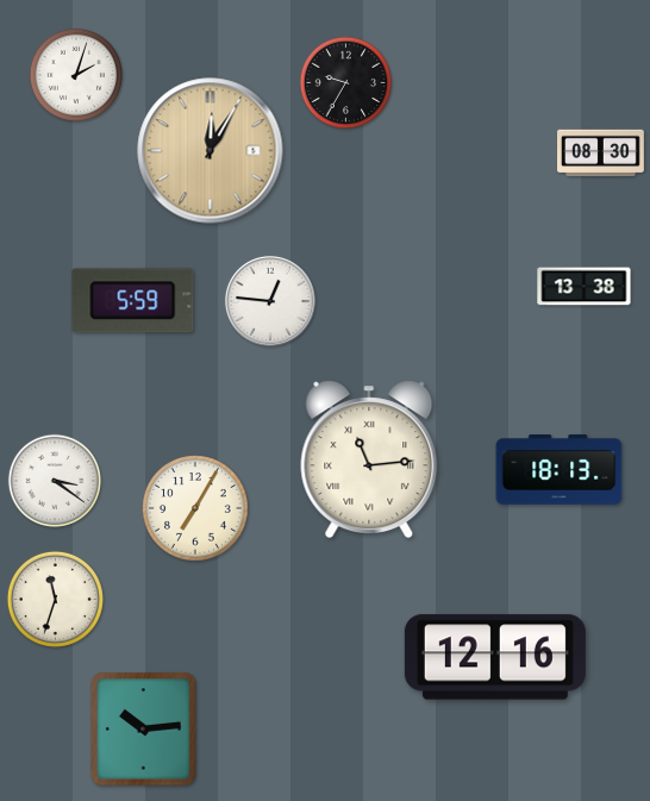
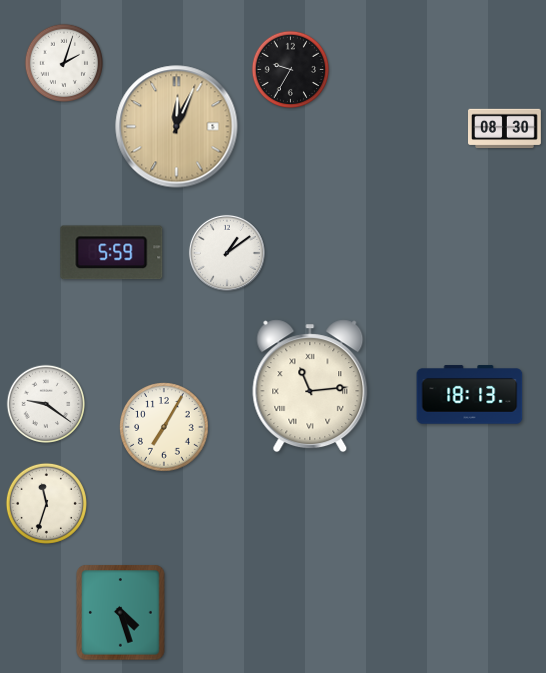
clock at (211, 151): 12:05 -> 12:04
clock at (585, 287): 13:38 -> none
clock at (270, 301): 12:46 -> 1:09
clock at (55, 481): 3:21 -> 9:21
clock at (495, 657): 12:16 -> none
clock at (144, 730): 10:14 -> 4:27
